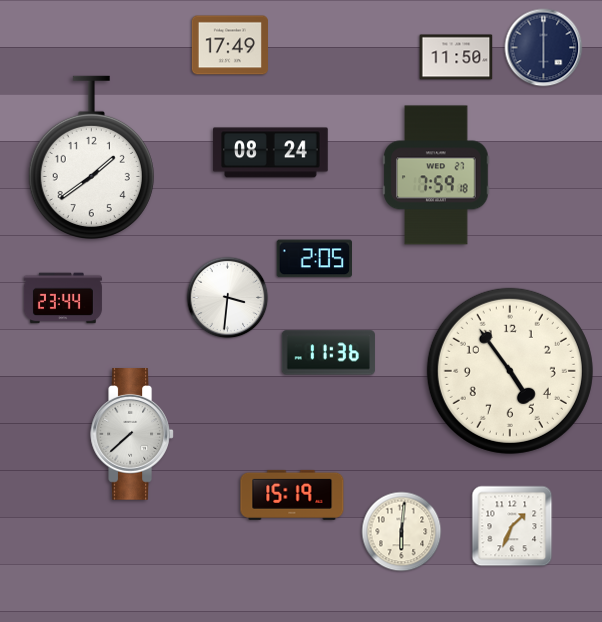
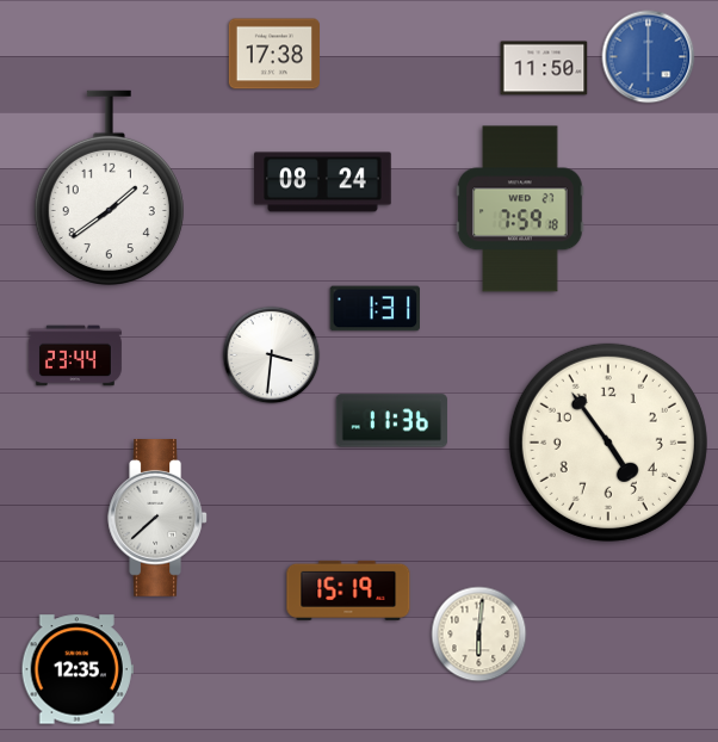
clock at (229, 45): 17:49 -> 17:38
clock at (544, 48) dial: navy -> blue
clock at (314, 259): 2:05 -> 1:31
clock at (512, 526): 1:34 -> none
clock at (78, 669): none -> 12:35
